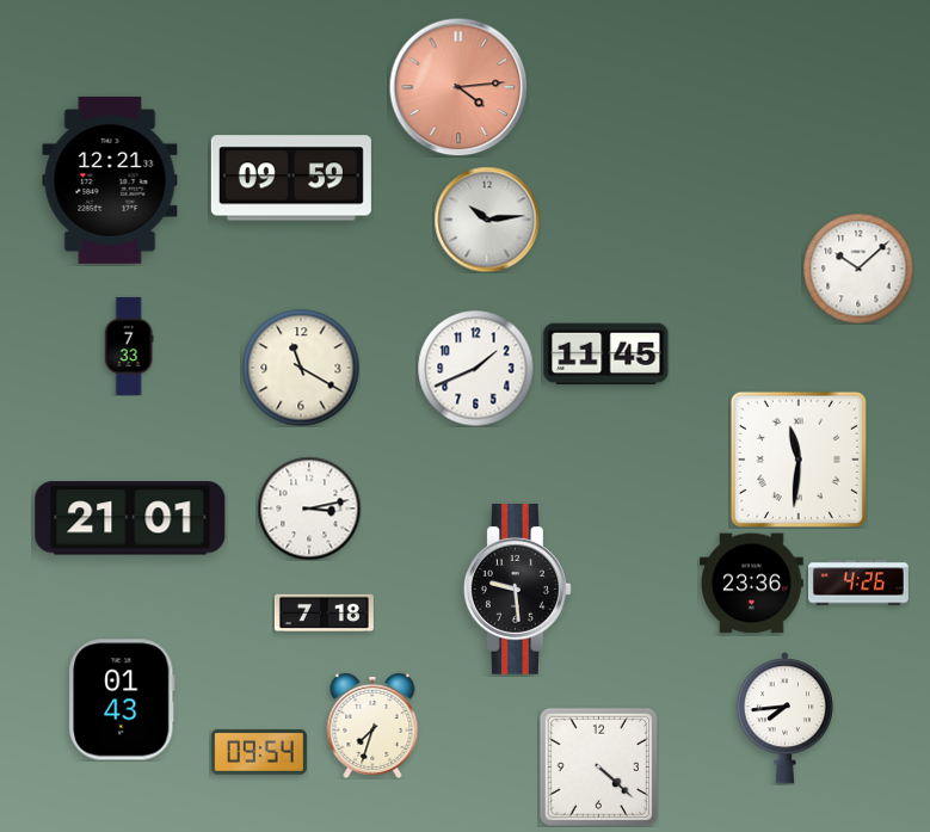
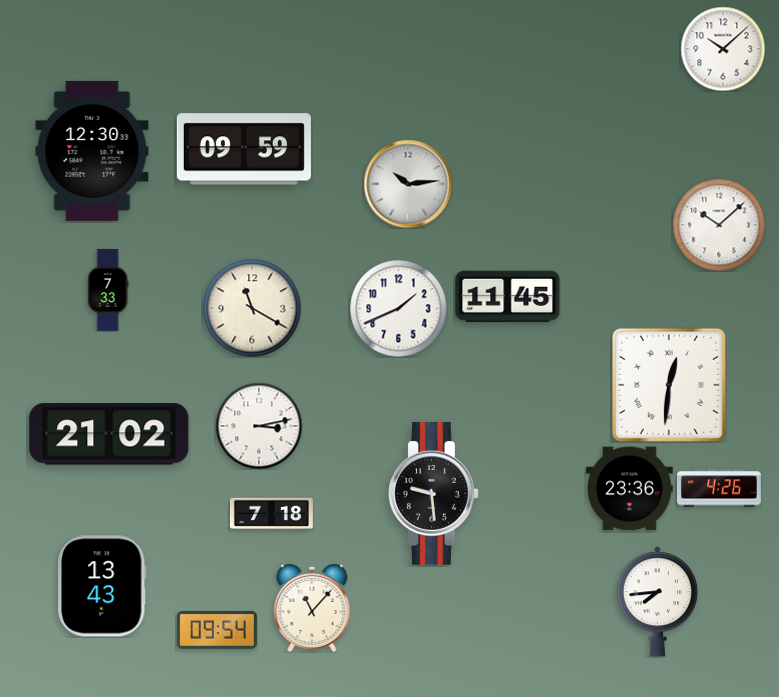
clock at (723, 49): none -> 10:08
clock at (458, 87): 4:14 -> none
clock at (110, 180): 12:21 -> 12:30
clock at (799, 460): 11:31 -> 12:31
clock at (130, 518): 21:01 -> 21:02
clock at (122, 700): 01:43 -> 13:43
clock at (372, 726): 7:33 -> 11:07
clock at (598, 766): 4:22 -> none
